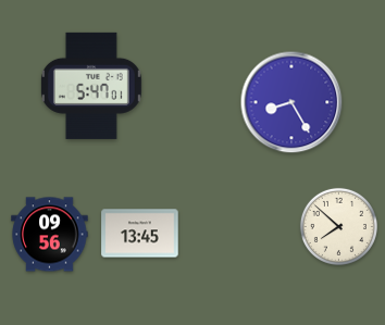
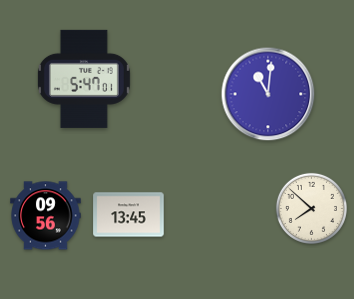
clock at (291, 102): 8:25 -> 11:01
